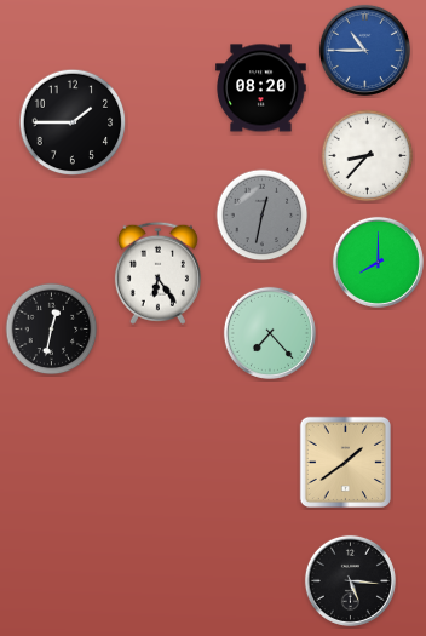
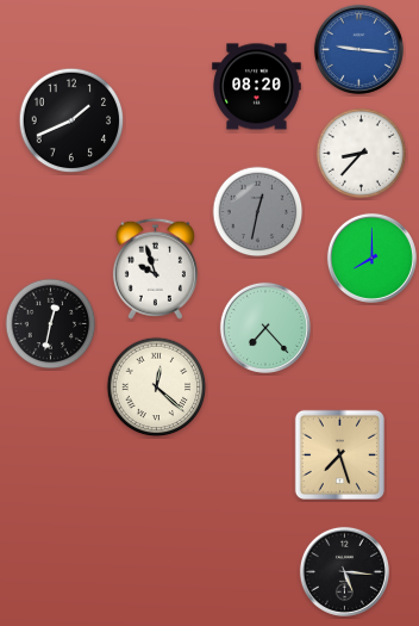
clock at (364, 50): 10:45 -> 9:16
clock at (73, 122): 1:45 -> 1:41
clock at (157, 273): 6:24 -> 9:57
clock at (157, 388): none -> 12:22
clock at (345, 462): 1:39 -> 7:27
